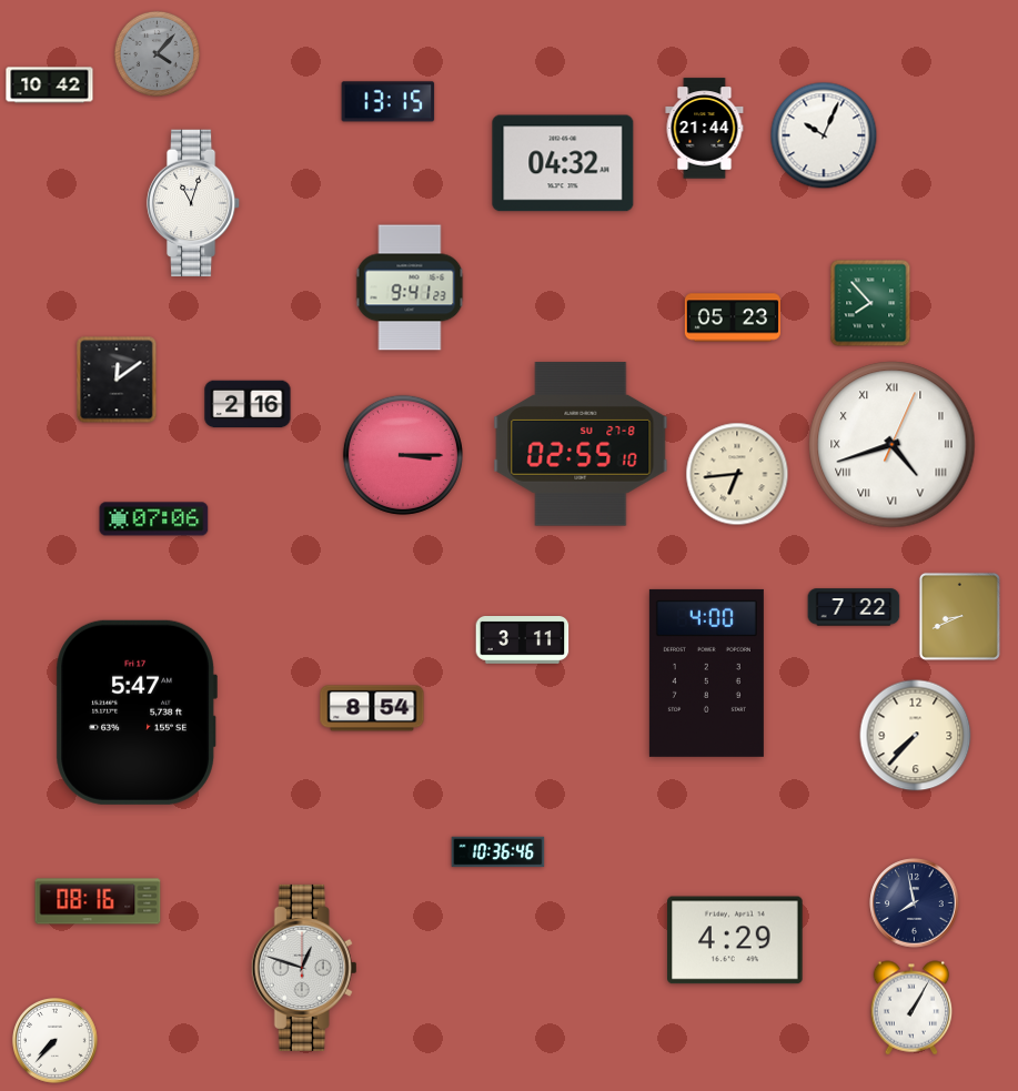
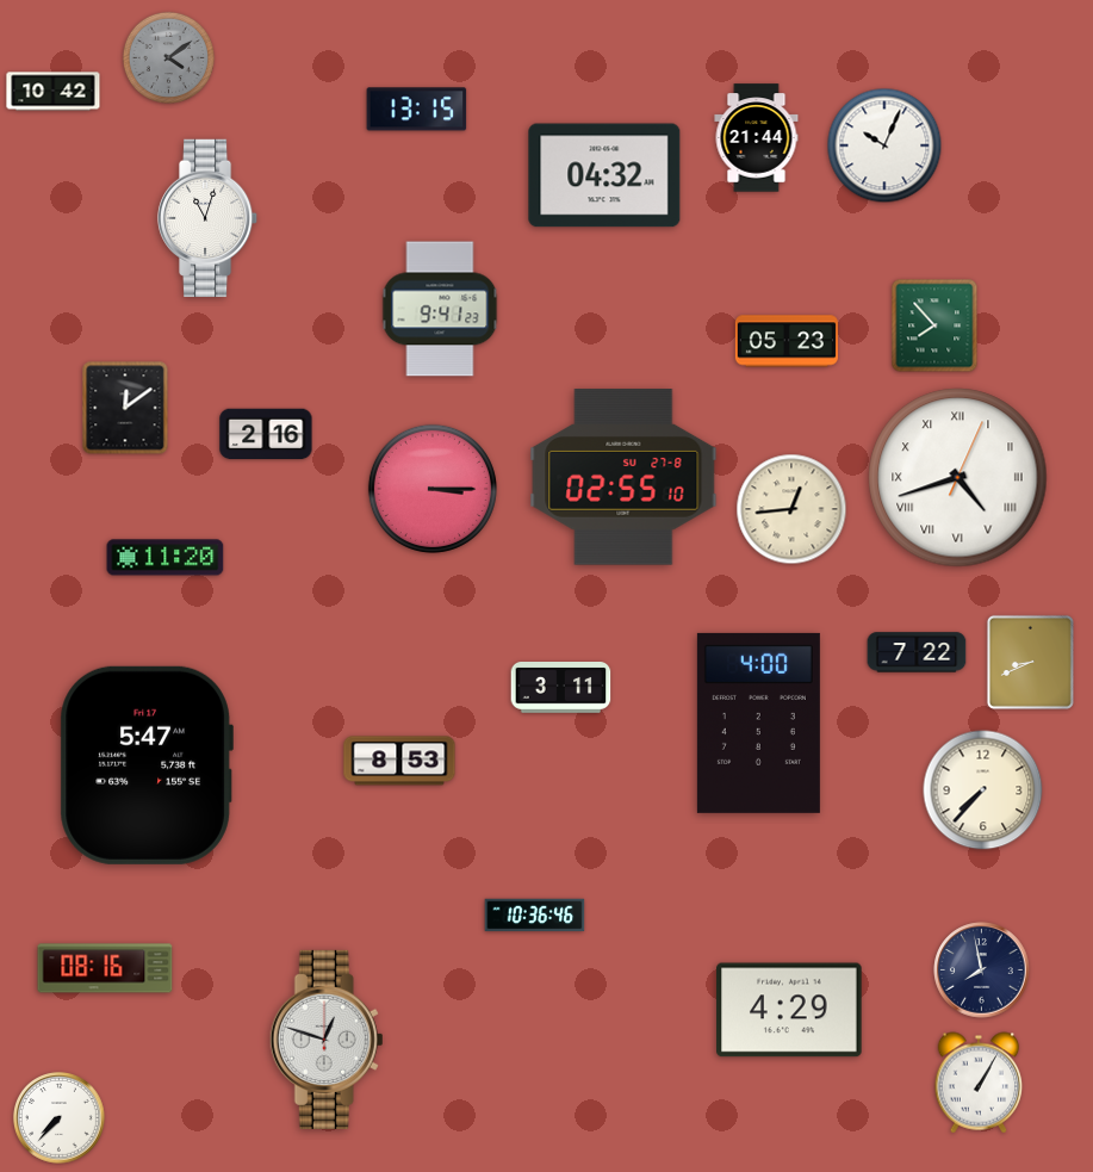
clock at (157, 53): 4:07 -> 4:09
clock at (737, 474): 6:44 -> 12:44
clock at (154, 519): 07:06 -> 11:20
clock at (372, 708): 8:54 -> 8:53
